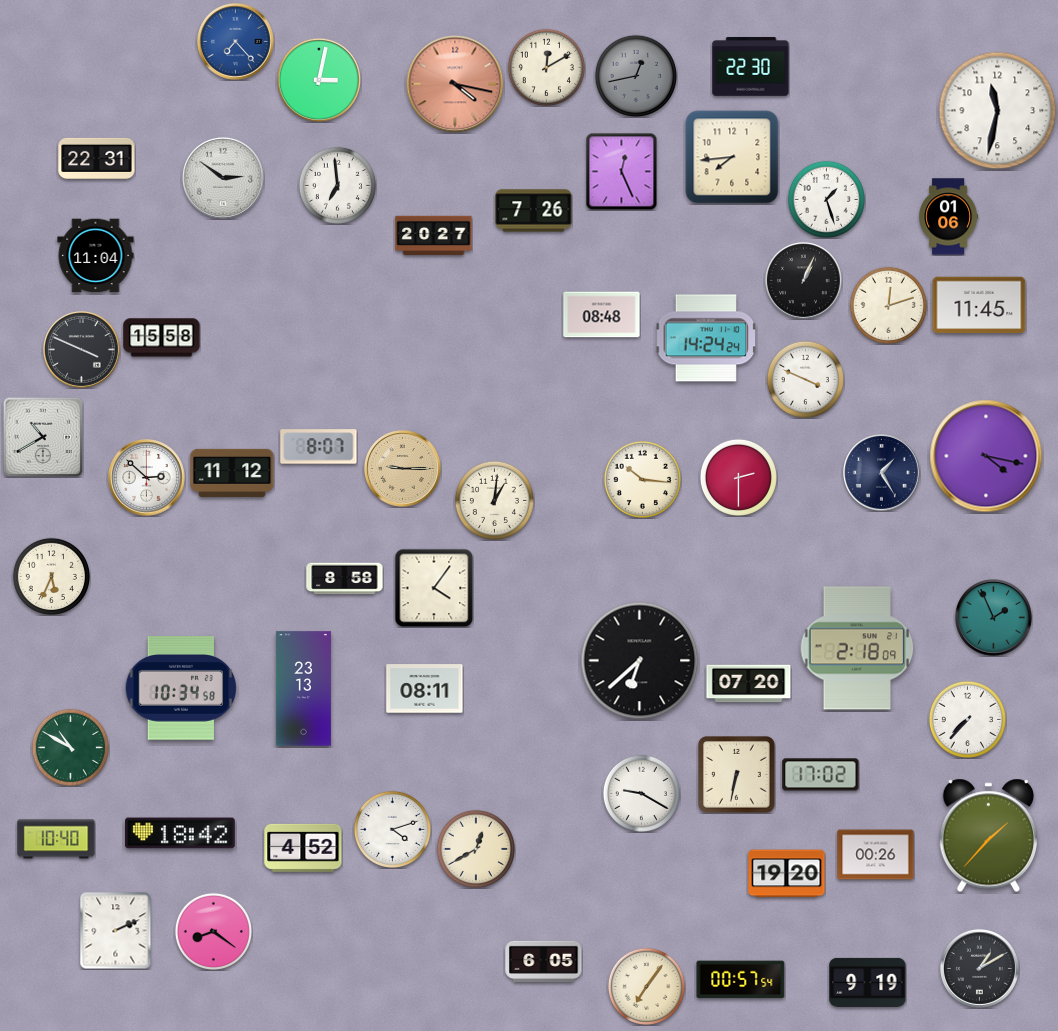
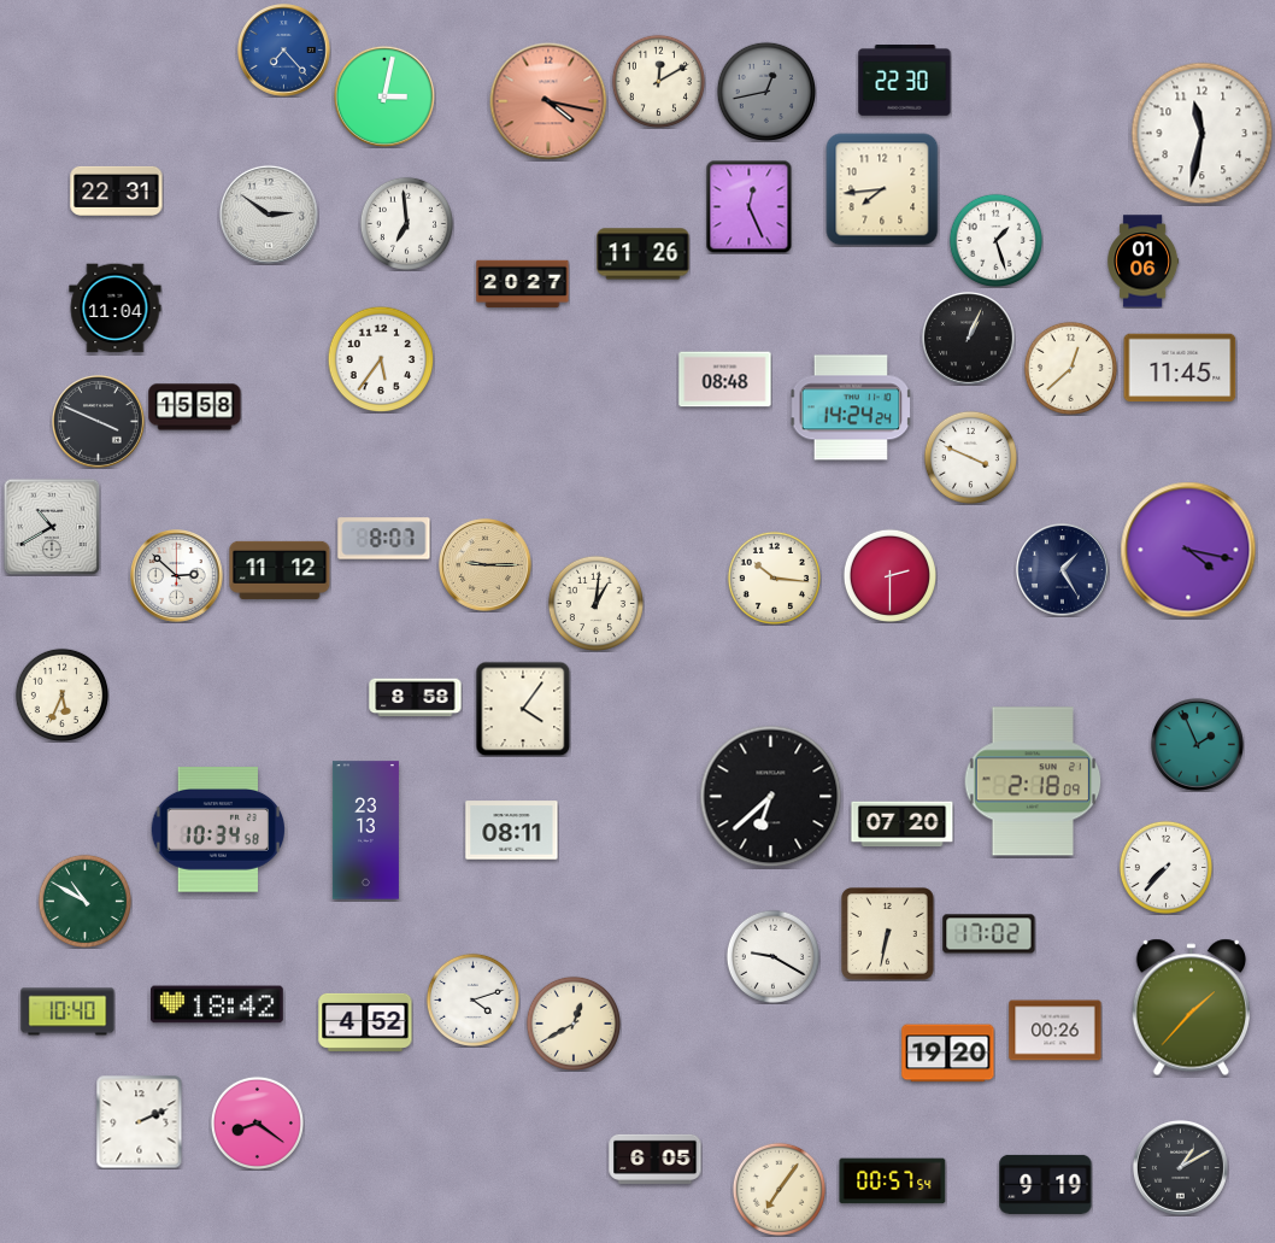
clock at (534, 211): 7:26 -> 11:26
clock at (381, 359): none -> 5:36
clock at (888, 305): 12:12 -> 12:38
